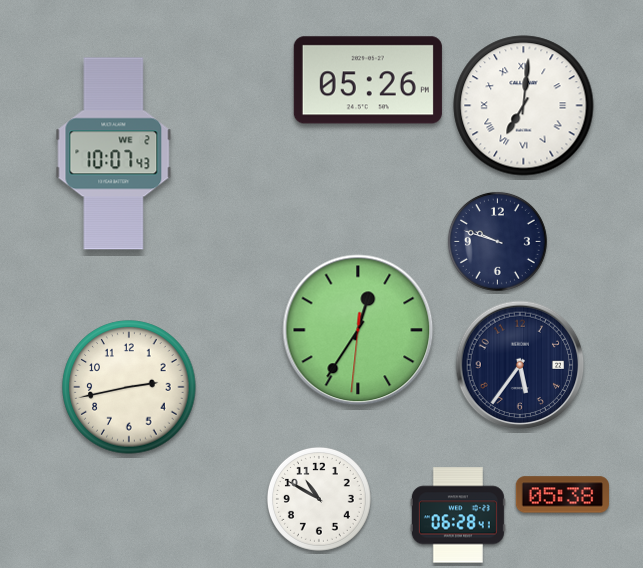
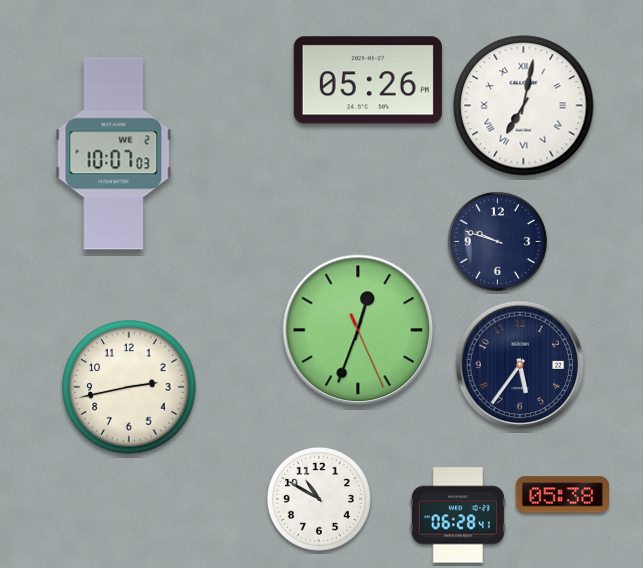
clock at (524, 106): 7:01 -> 7:02
clock at (114, 154): 10:07:43 -> 10:07:03
clock at (358, 330): 12:35 -> 12:33
